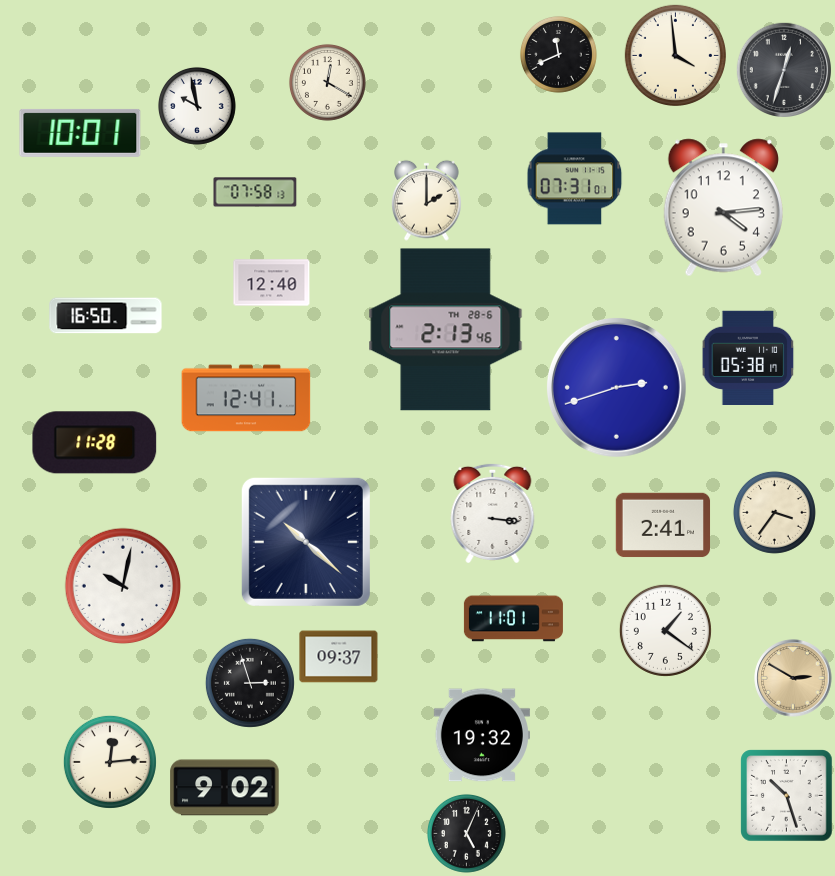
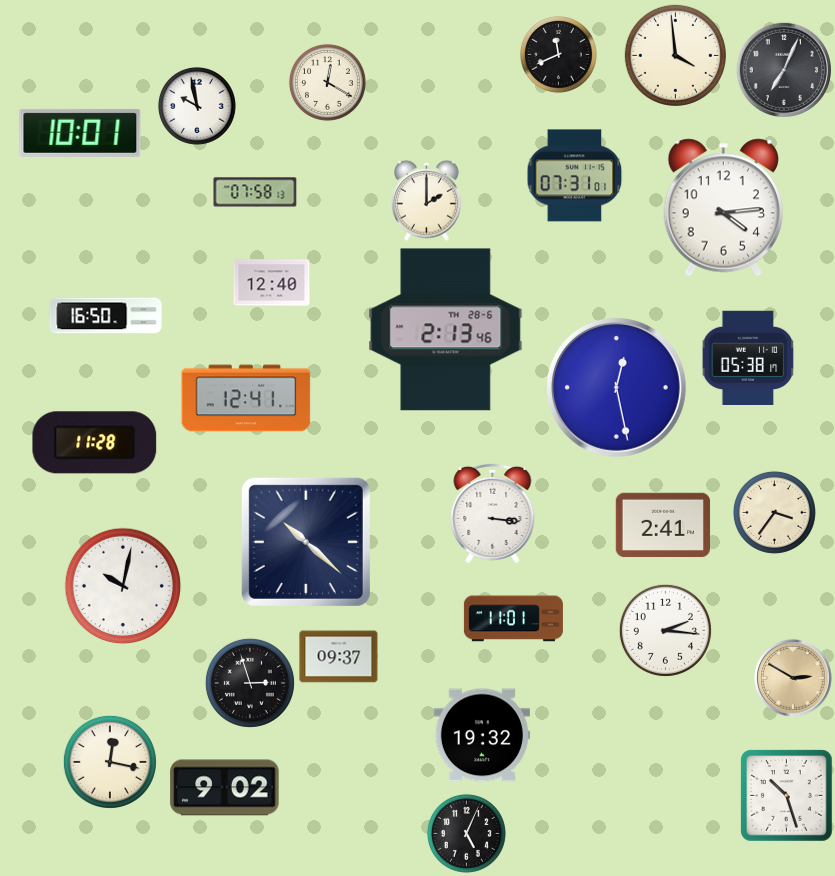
clock at (783, 69): 12:33 -> 7:04
clock at (575, 179) position: (575, 179) -> (575, 176)
clock at (616, 387): 2:42 -> 12:28
clock at (665, 630): 1:21 -> 2:16
clock at (110, 762): 12:14 -> 12:17
